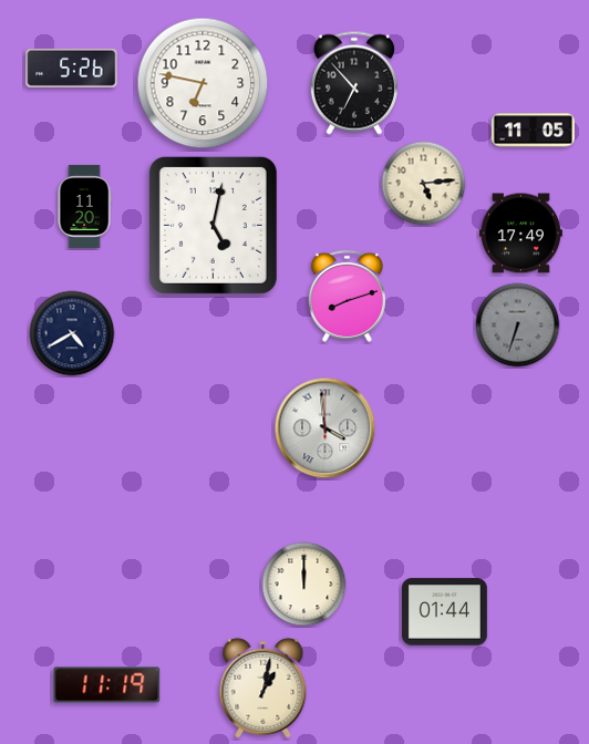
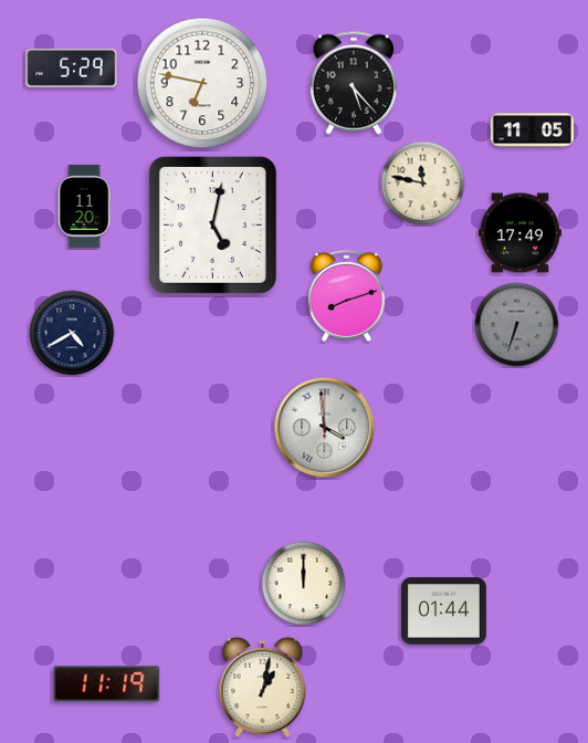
clock at (72, 68): 5:26 -> 5:29
clock at (354, 83): 6:53 -> 5:23
clock at (424, 184): 5:14 -> 11:47
